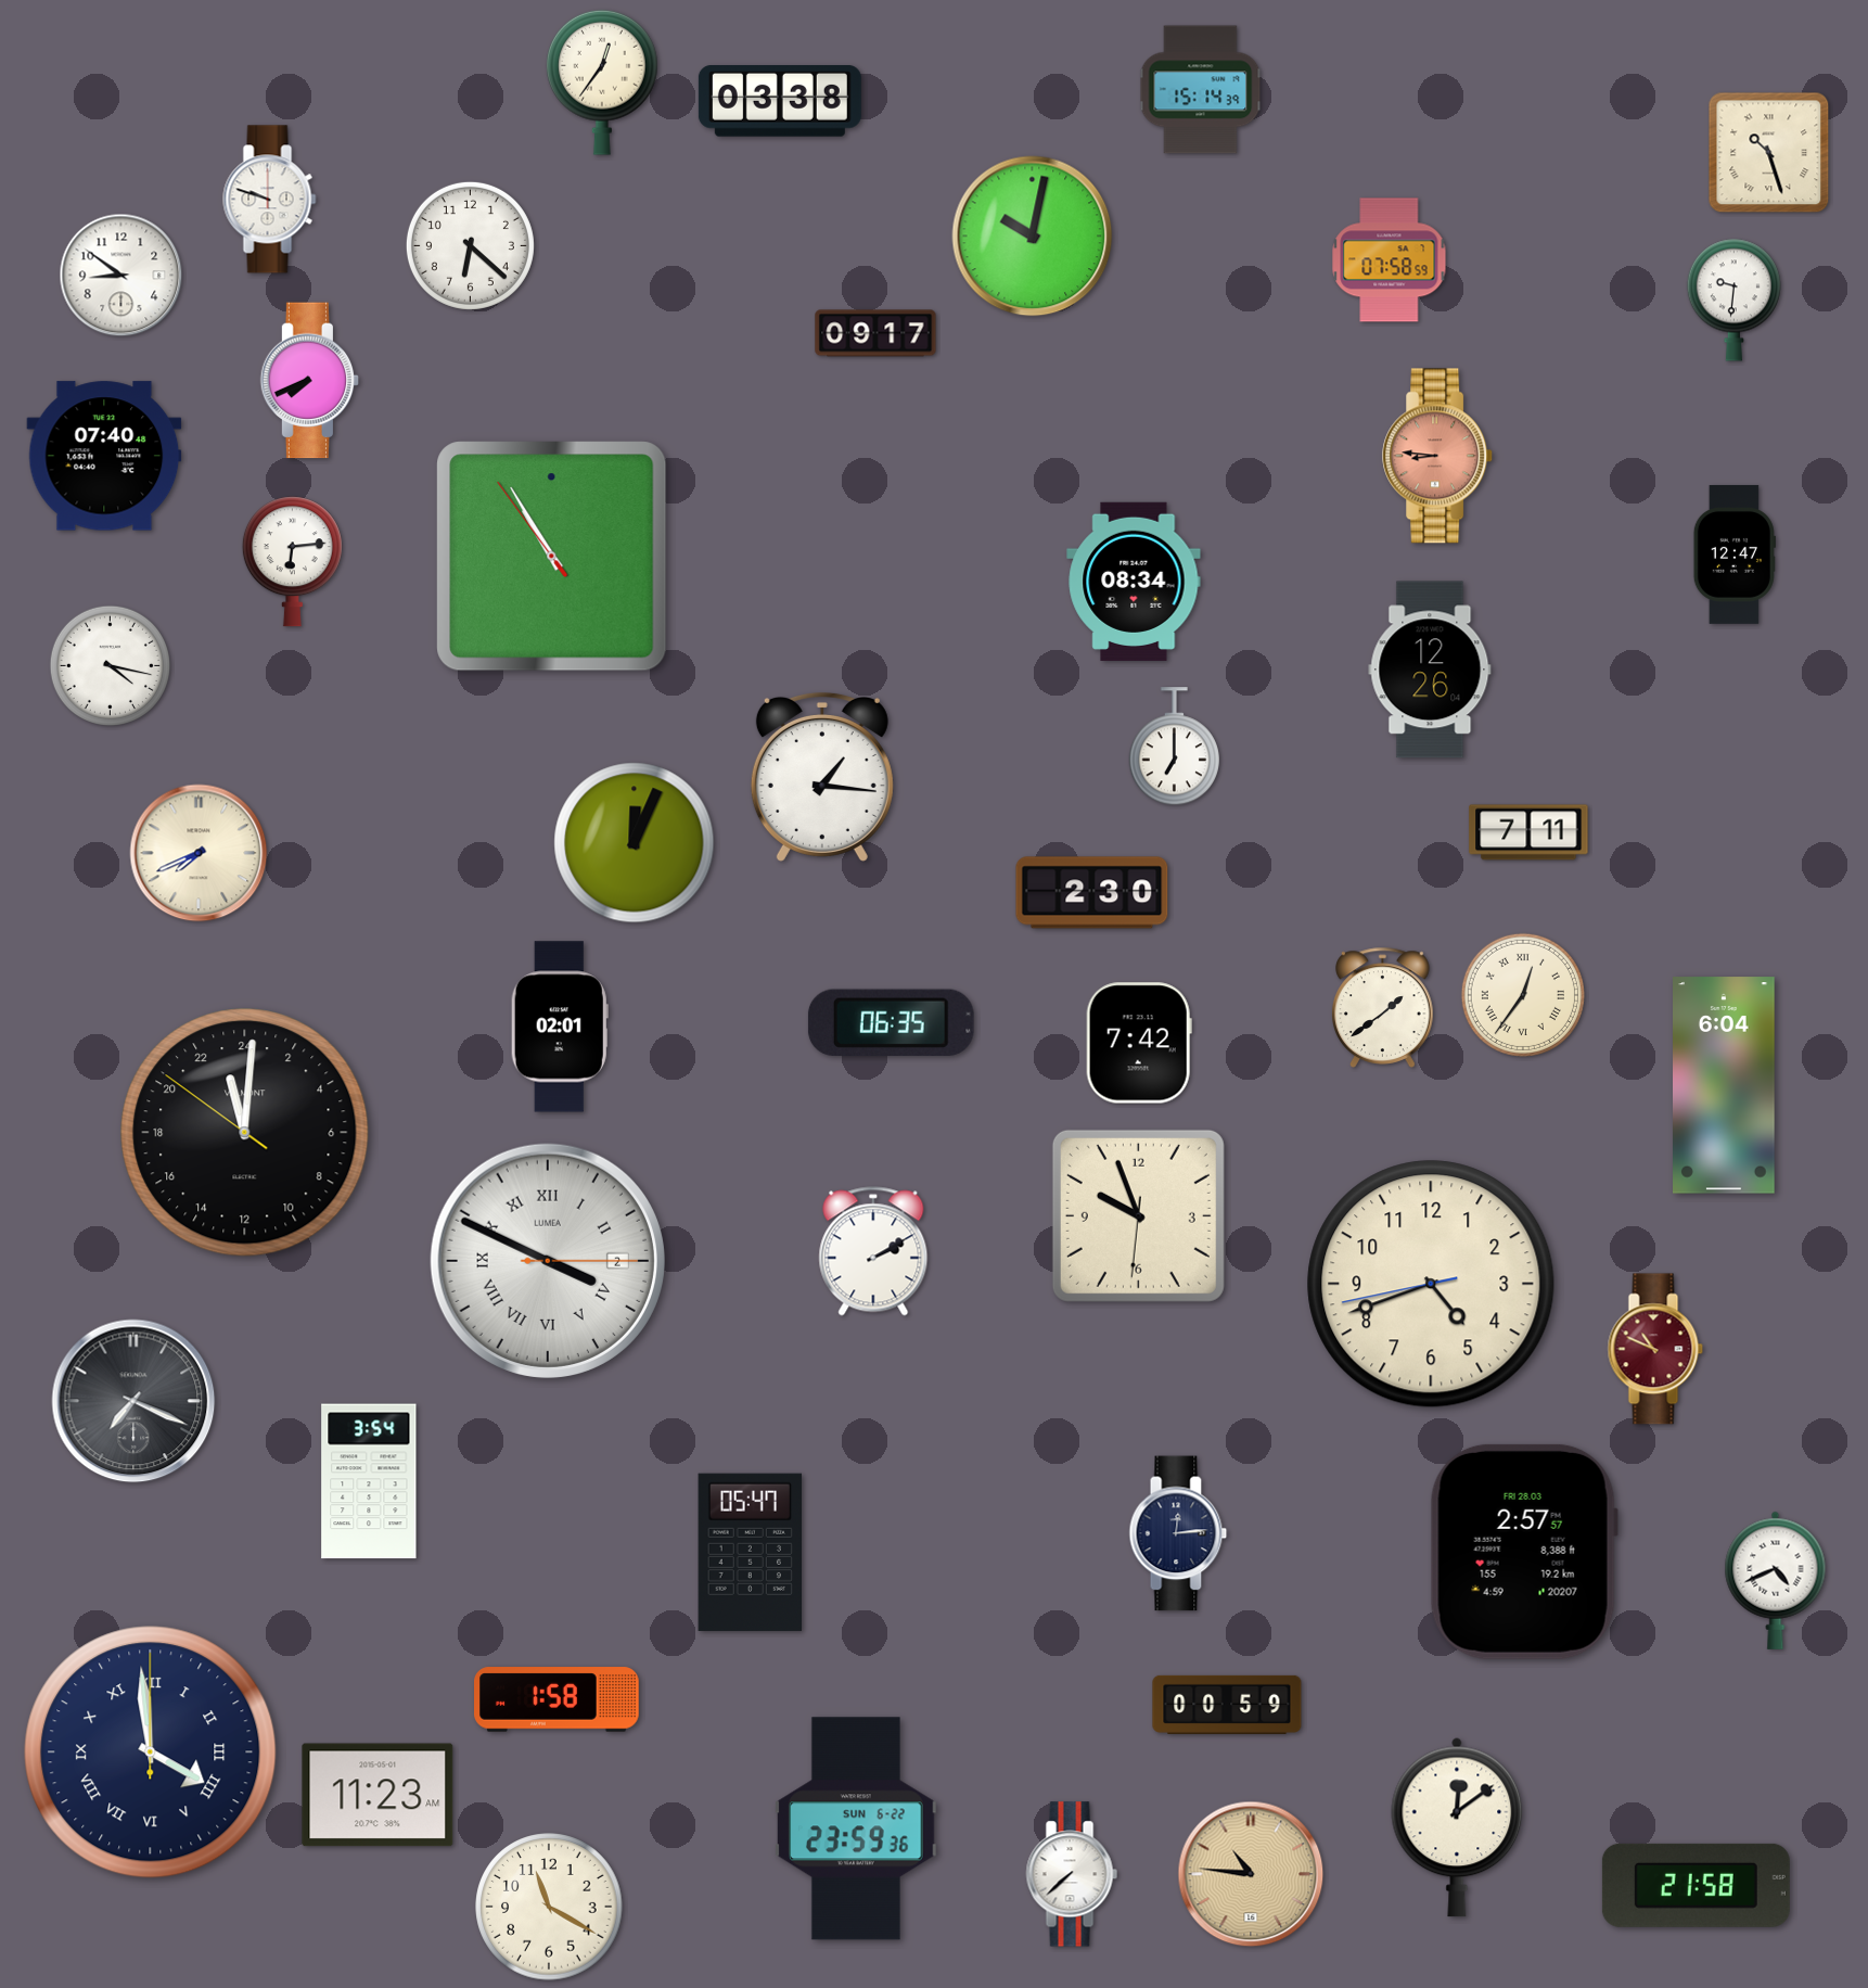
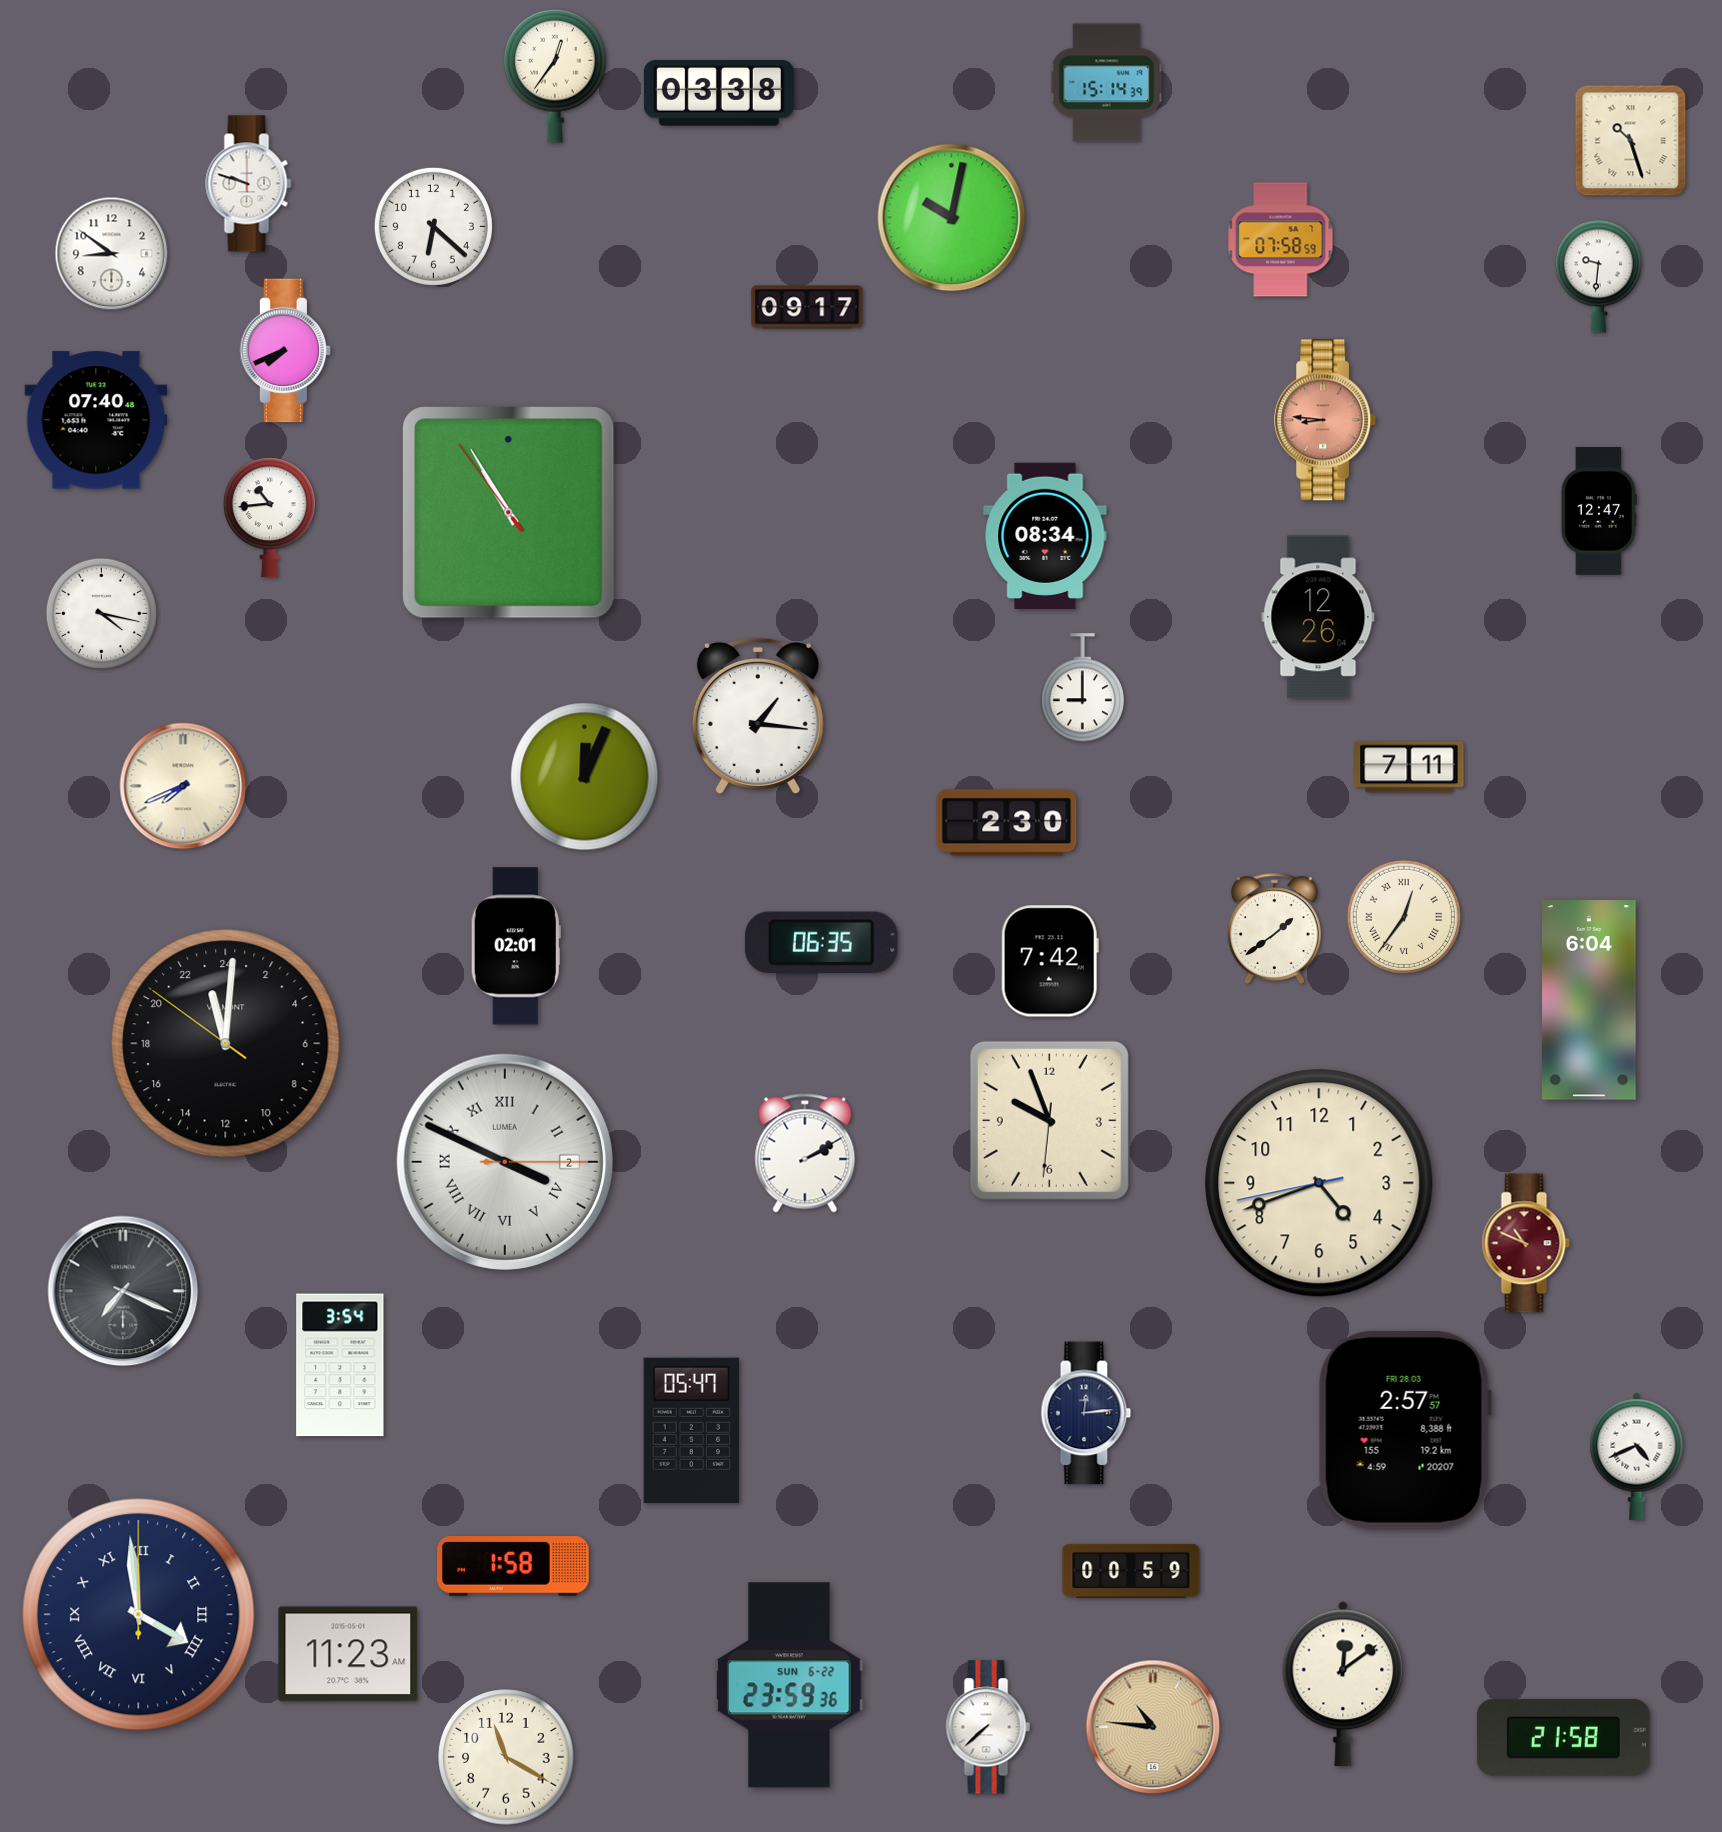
clock at (292, 562): 6:14 -> 10:44
clock at (1174, 747): 7:00 -> 9:00
